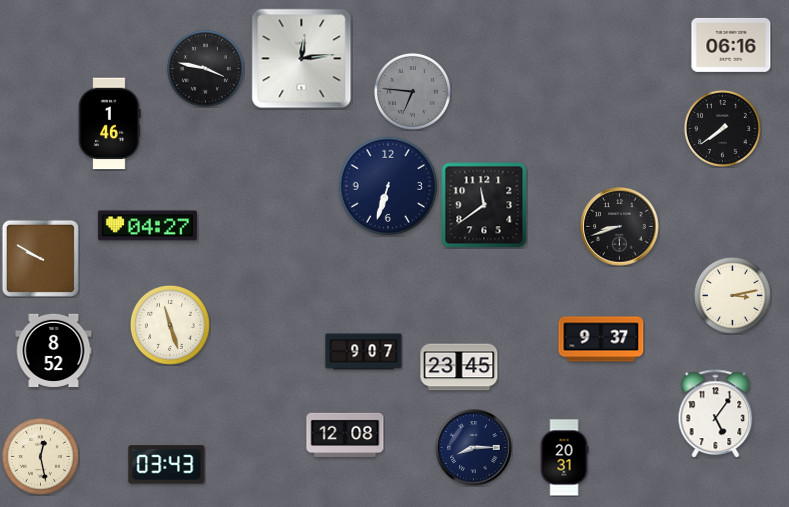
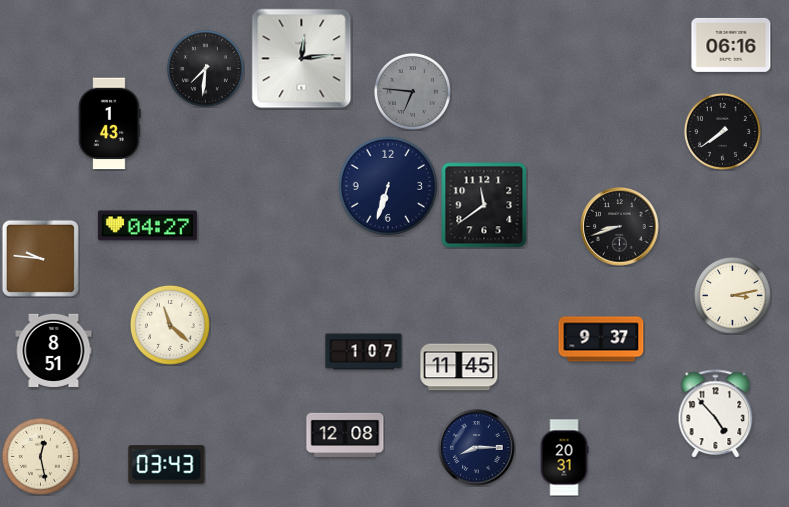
clock at (205, 68): 3:47 -> 7:31
clock at (109, 124): 1:46 -> 1:43
clock at (722, 128) position: (722, 128) -> (722, 131)
clock at (40, 258): 9:50 -> 9:46
clock at (170, 325): 11:27 -> 11:22
clock at (54, 350): 8:52 -> 8:51
clock at (364, 352): 9:07 -> 1:07
clock at (459, 367): 23:45 -> 11:45
clock at (716, 413): 5:06 -> 4:53
clock at (474, 448) position: (474, 448) -> (477, 448)
